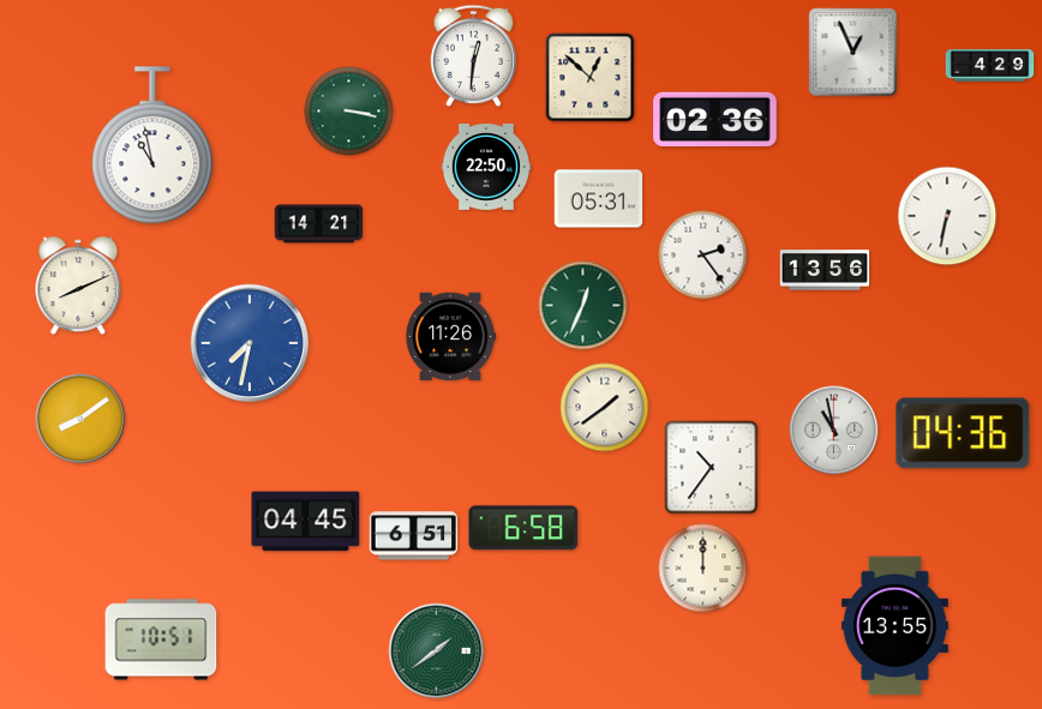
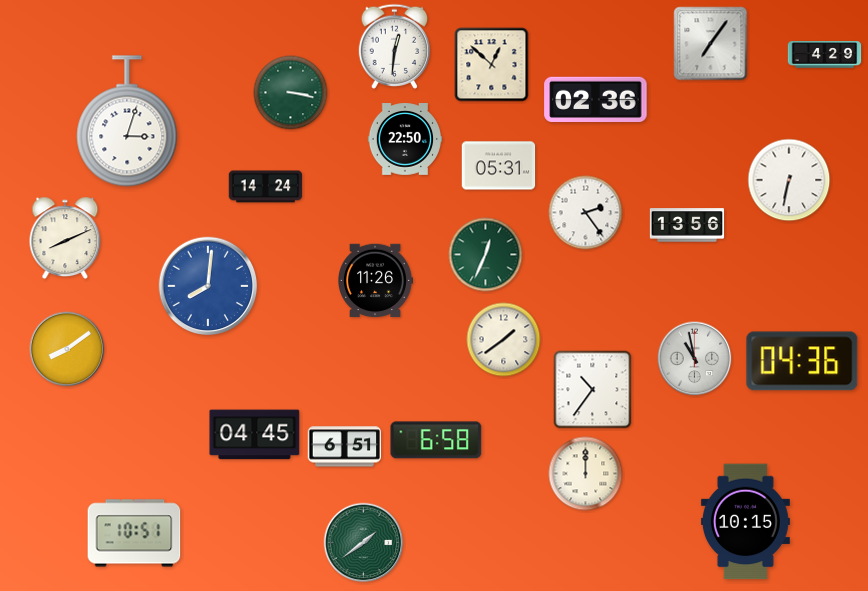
clock at (854, 53): 12:56 -> 7:06
clock at (152, 145): 10:58 -> 3:03
clock at (319, 224): 14:21 -> 14:24
clock at (250, 343): 7:32 -> 8:01
clock at (894, 626): 13:55 -> 10:15
